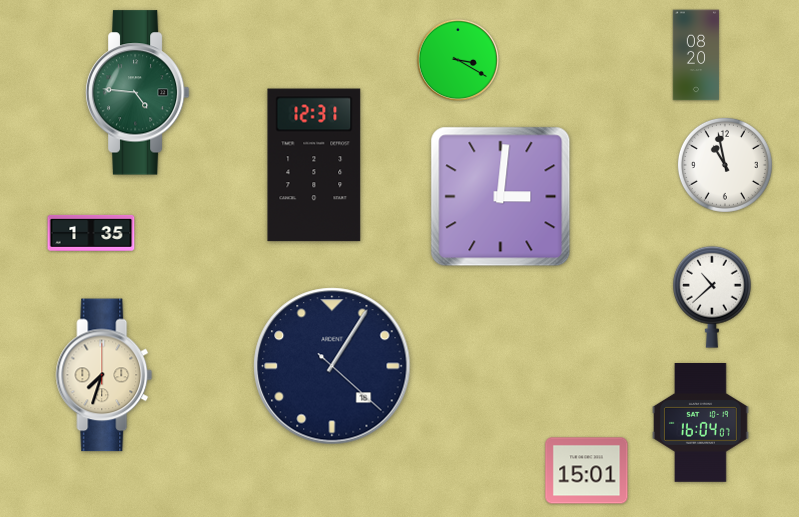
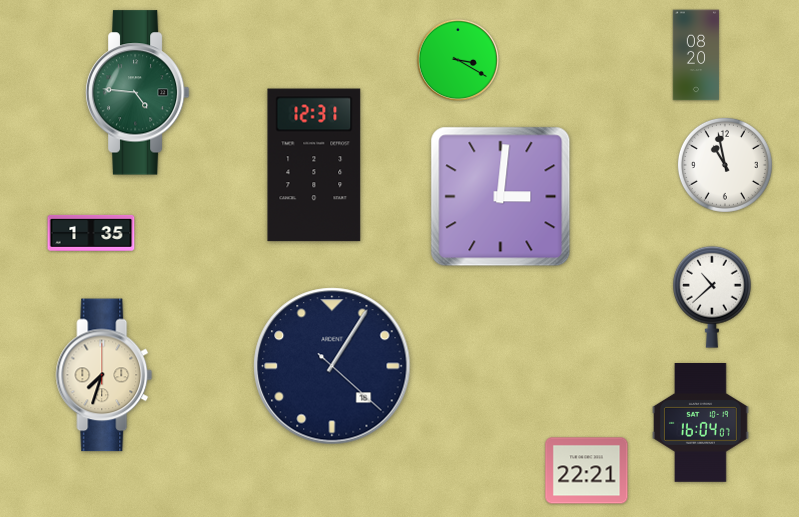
clock at (587, 471): 15:01 -> 22:21
